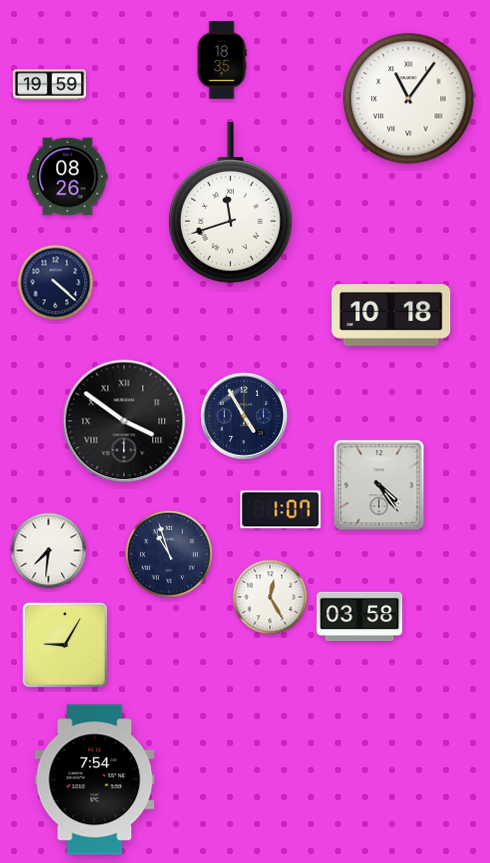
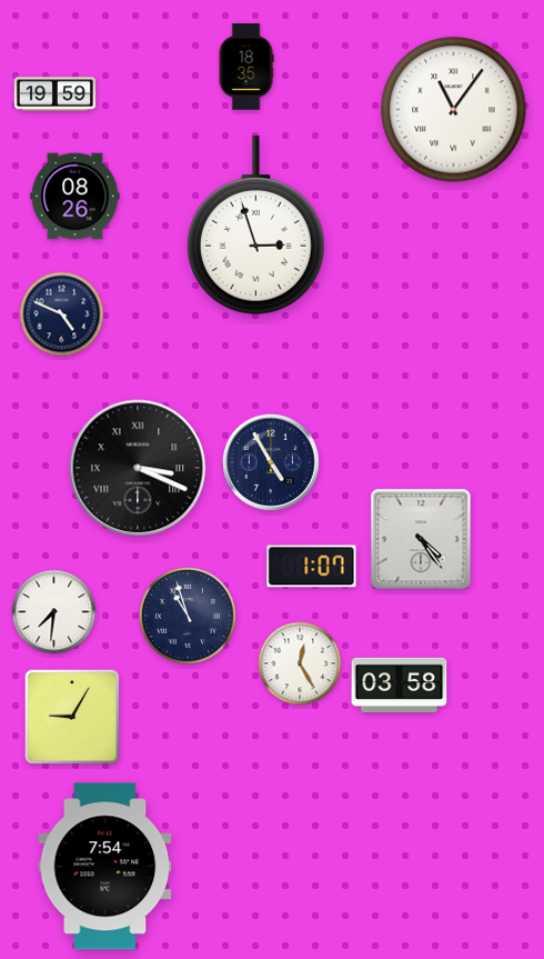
clock at (231, 203): 11:42 -> 2:57
clock at (56, 283): 4:22 -> 4:49
clock at (391, 316): 10:18 -> none
clock at (124, 421): 3:51 -> 3:19
